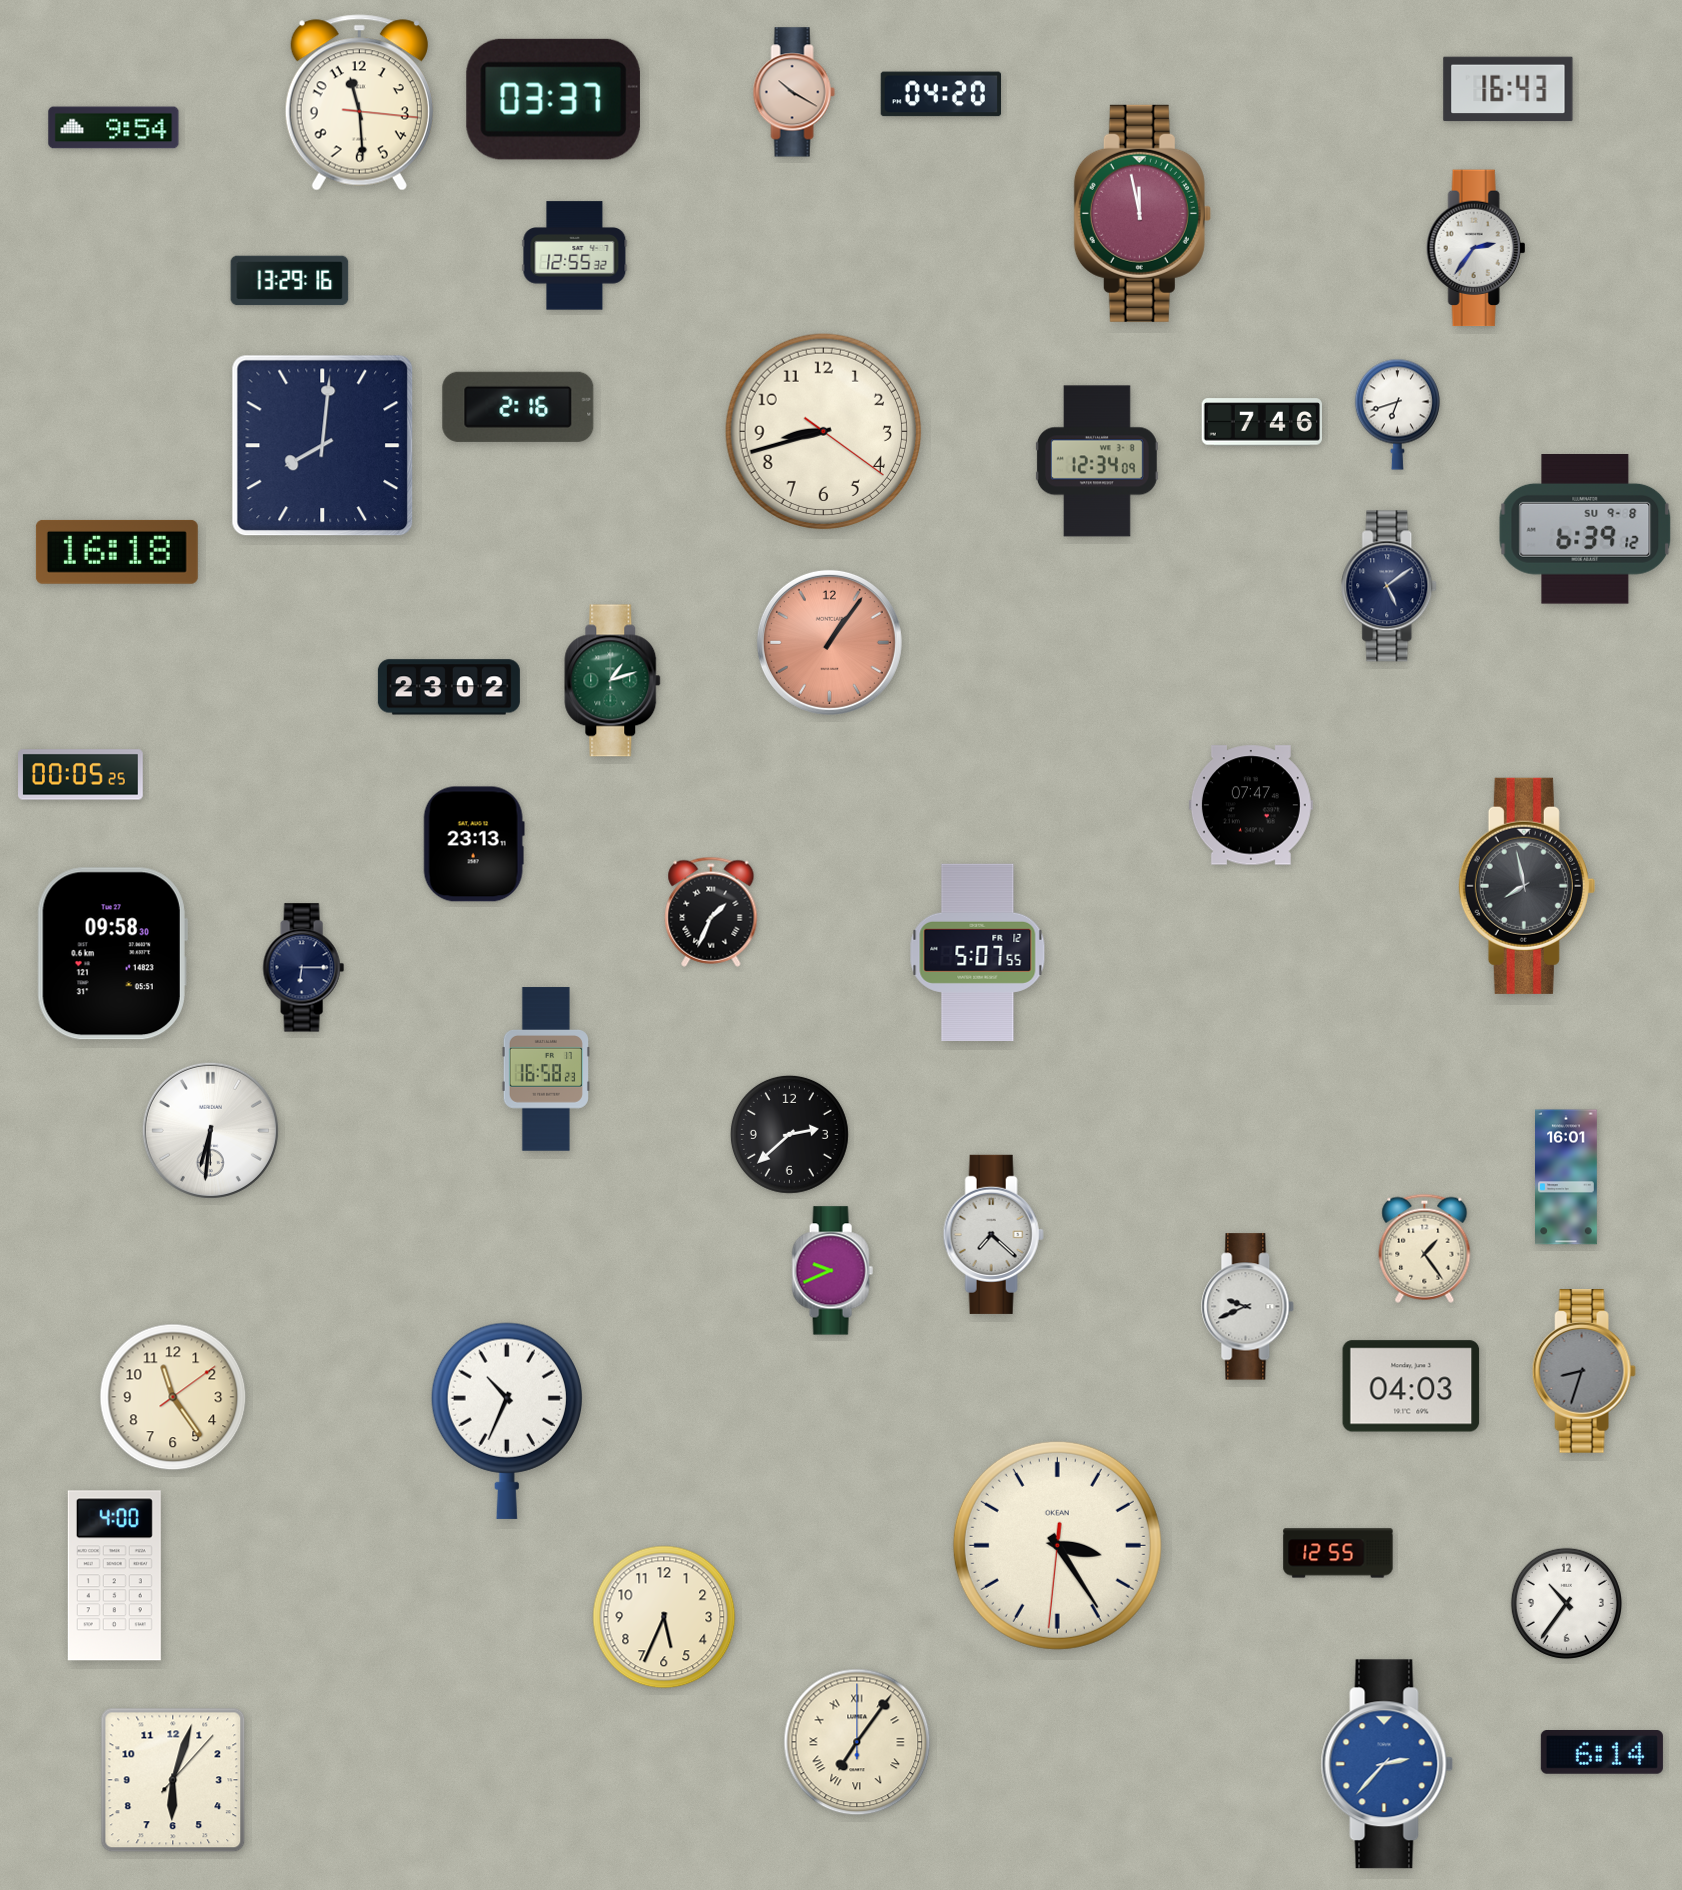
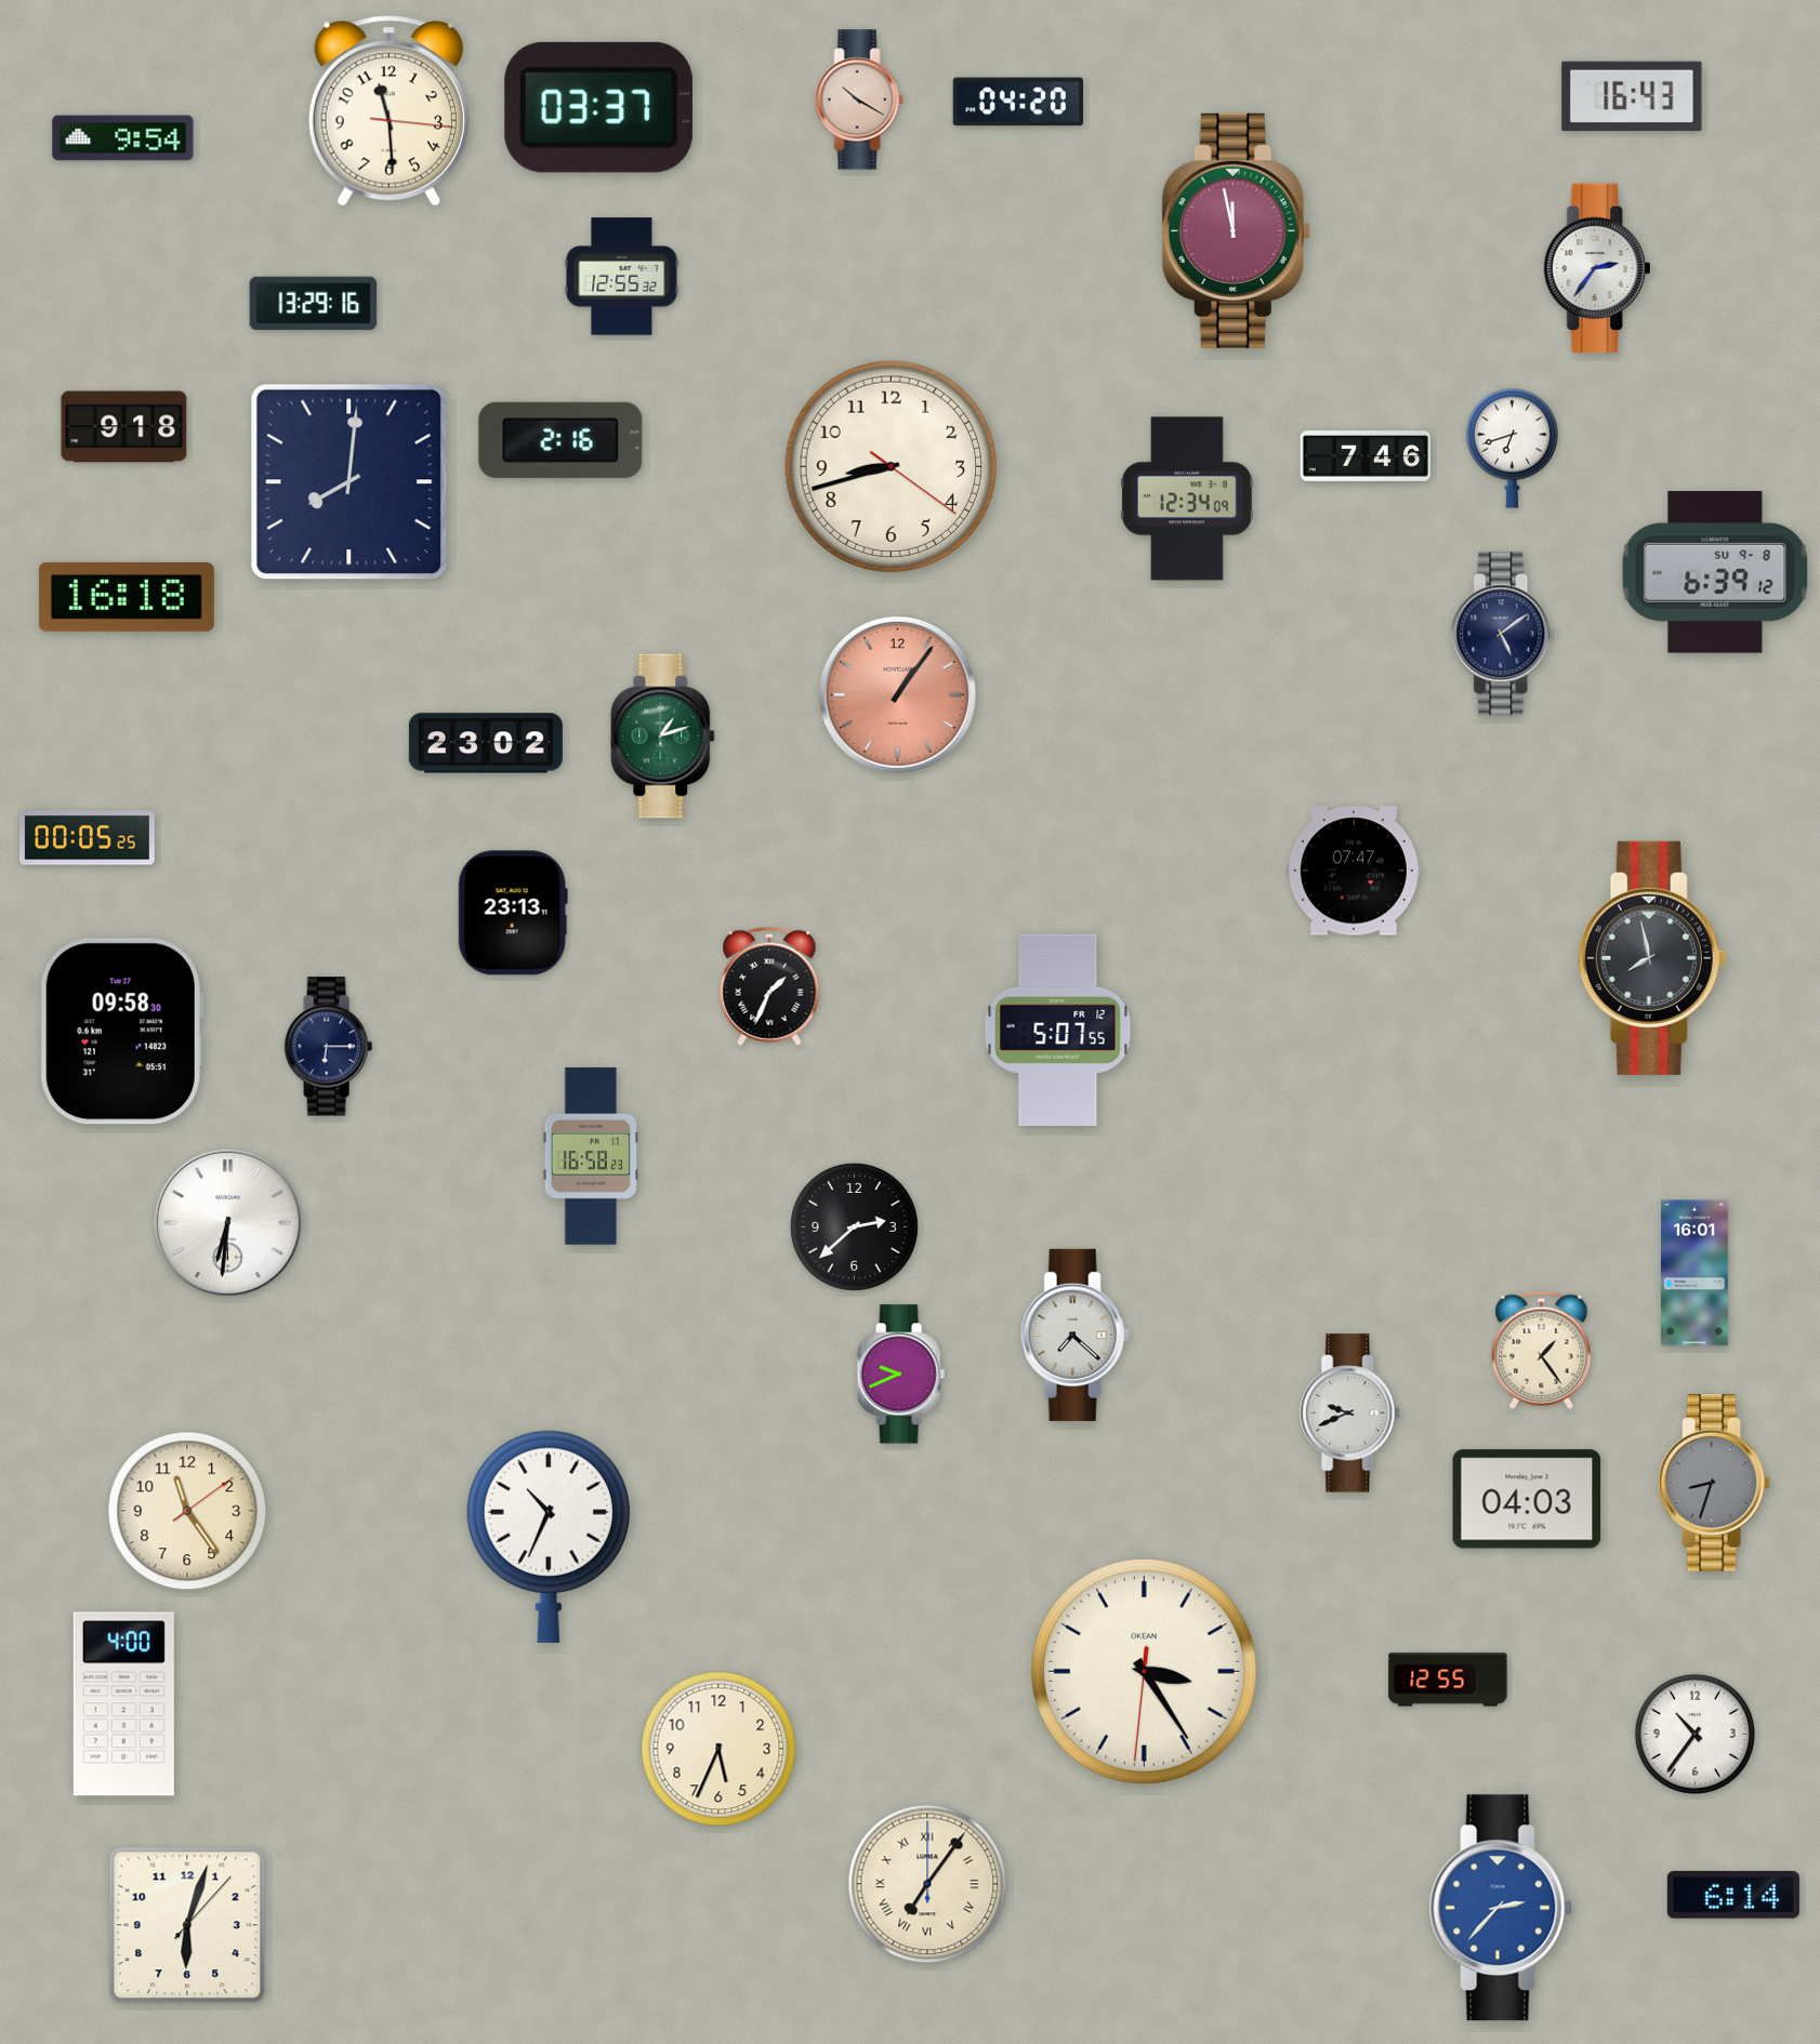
clock at (124, 427): none -> 9:18
